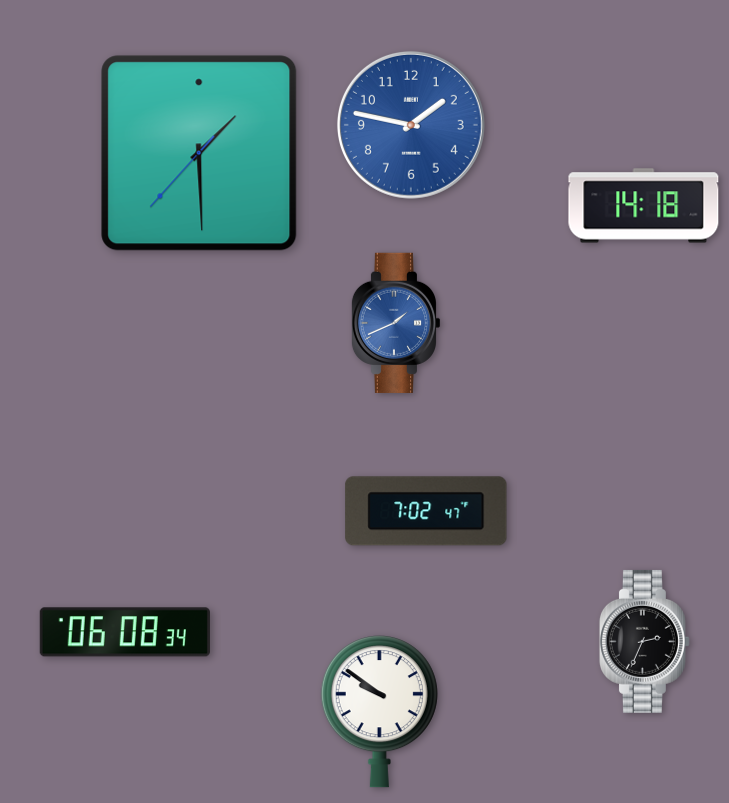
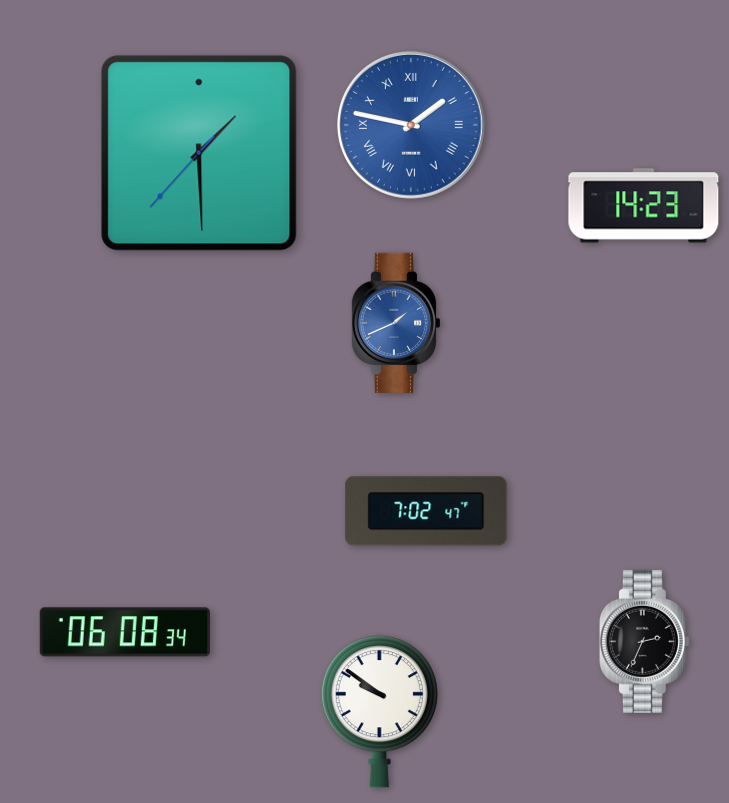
clock at (411, 125) numerals: Arabic -> Roman
clock at (644, 206): 14:18 -> 14:23
